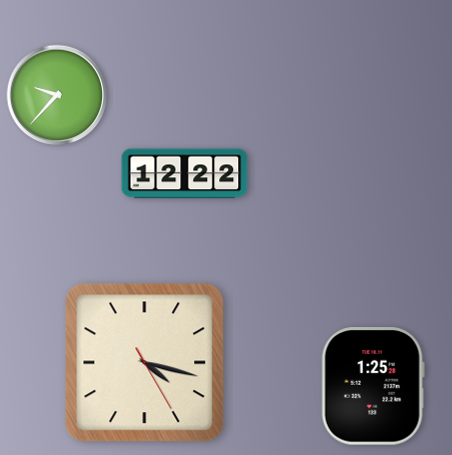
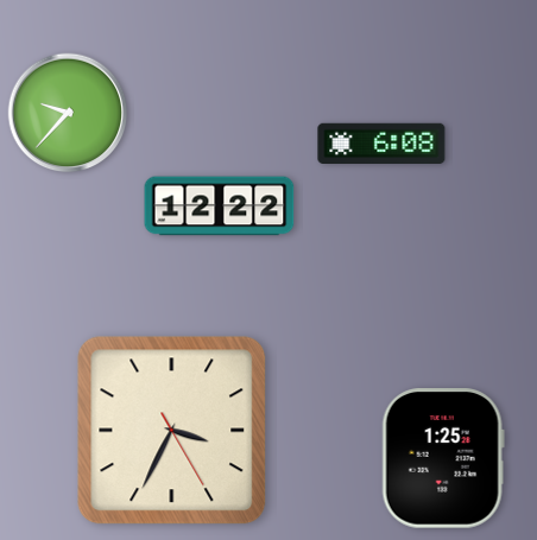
clock at (381, 144): none -> 6:08
clock at (145, 363): 4:17 -> 3:34
